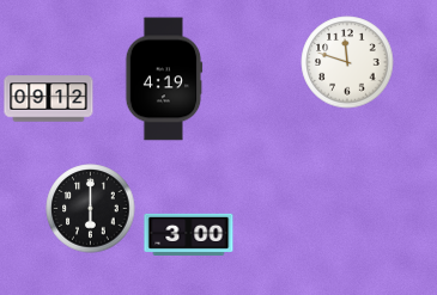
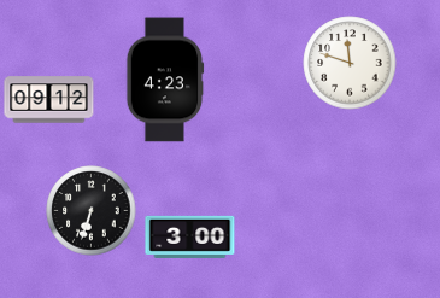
clock at (164, 79): 4:19 -> 4:23
clock at (91, 209): 6:00 -> 6:33
